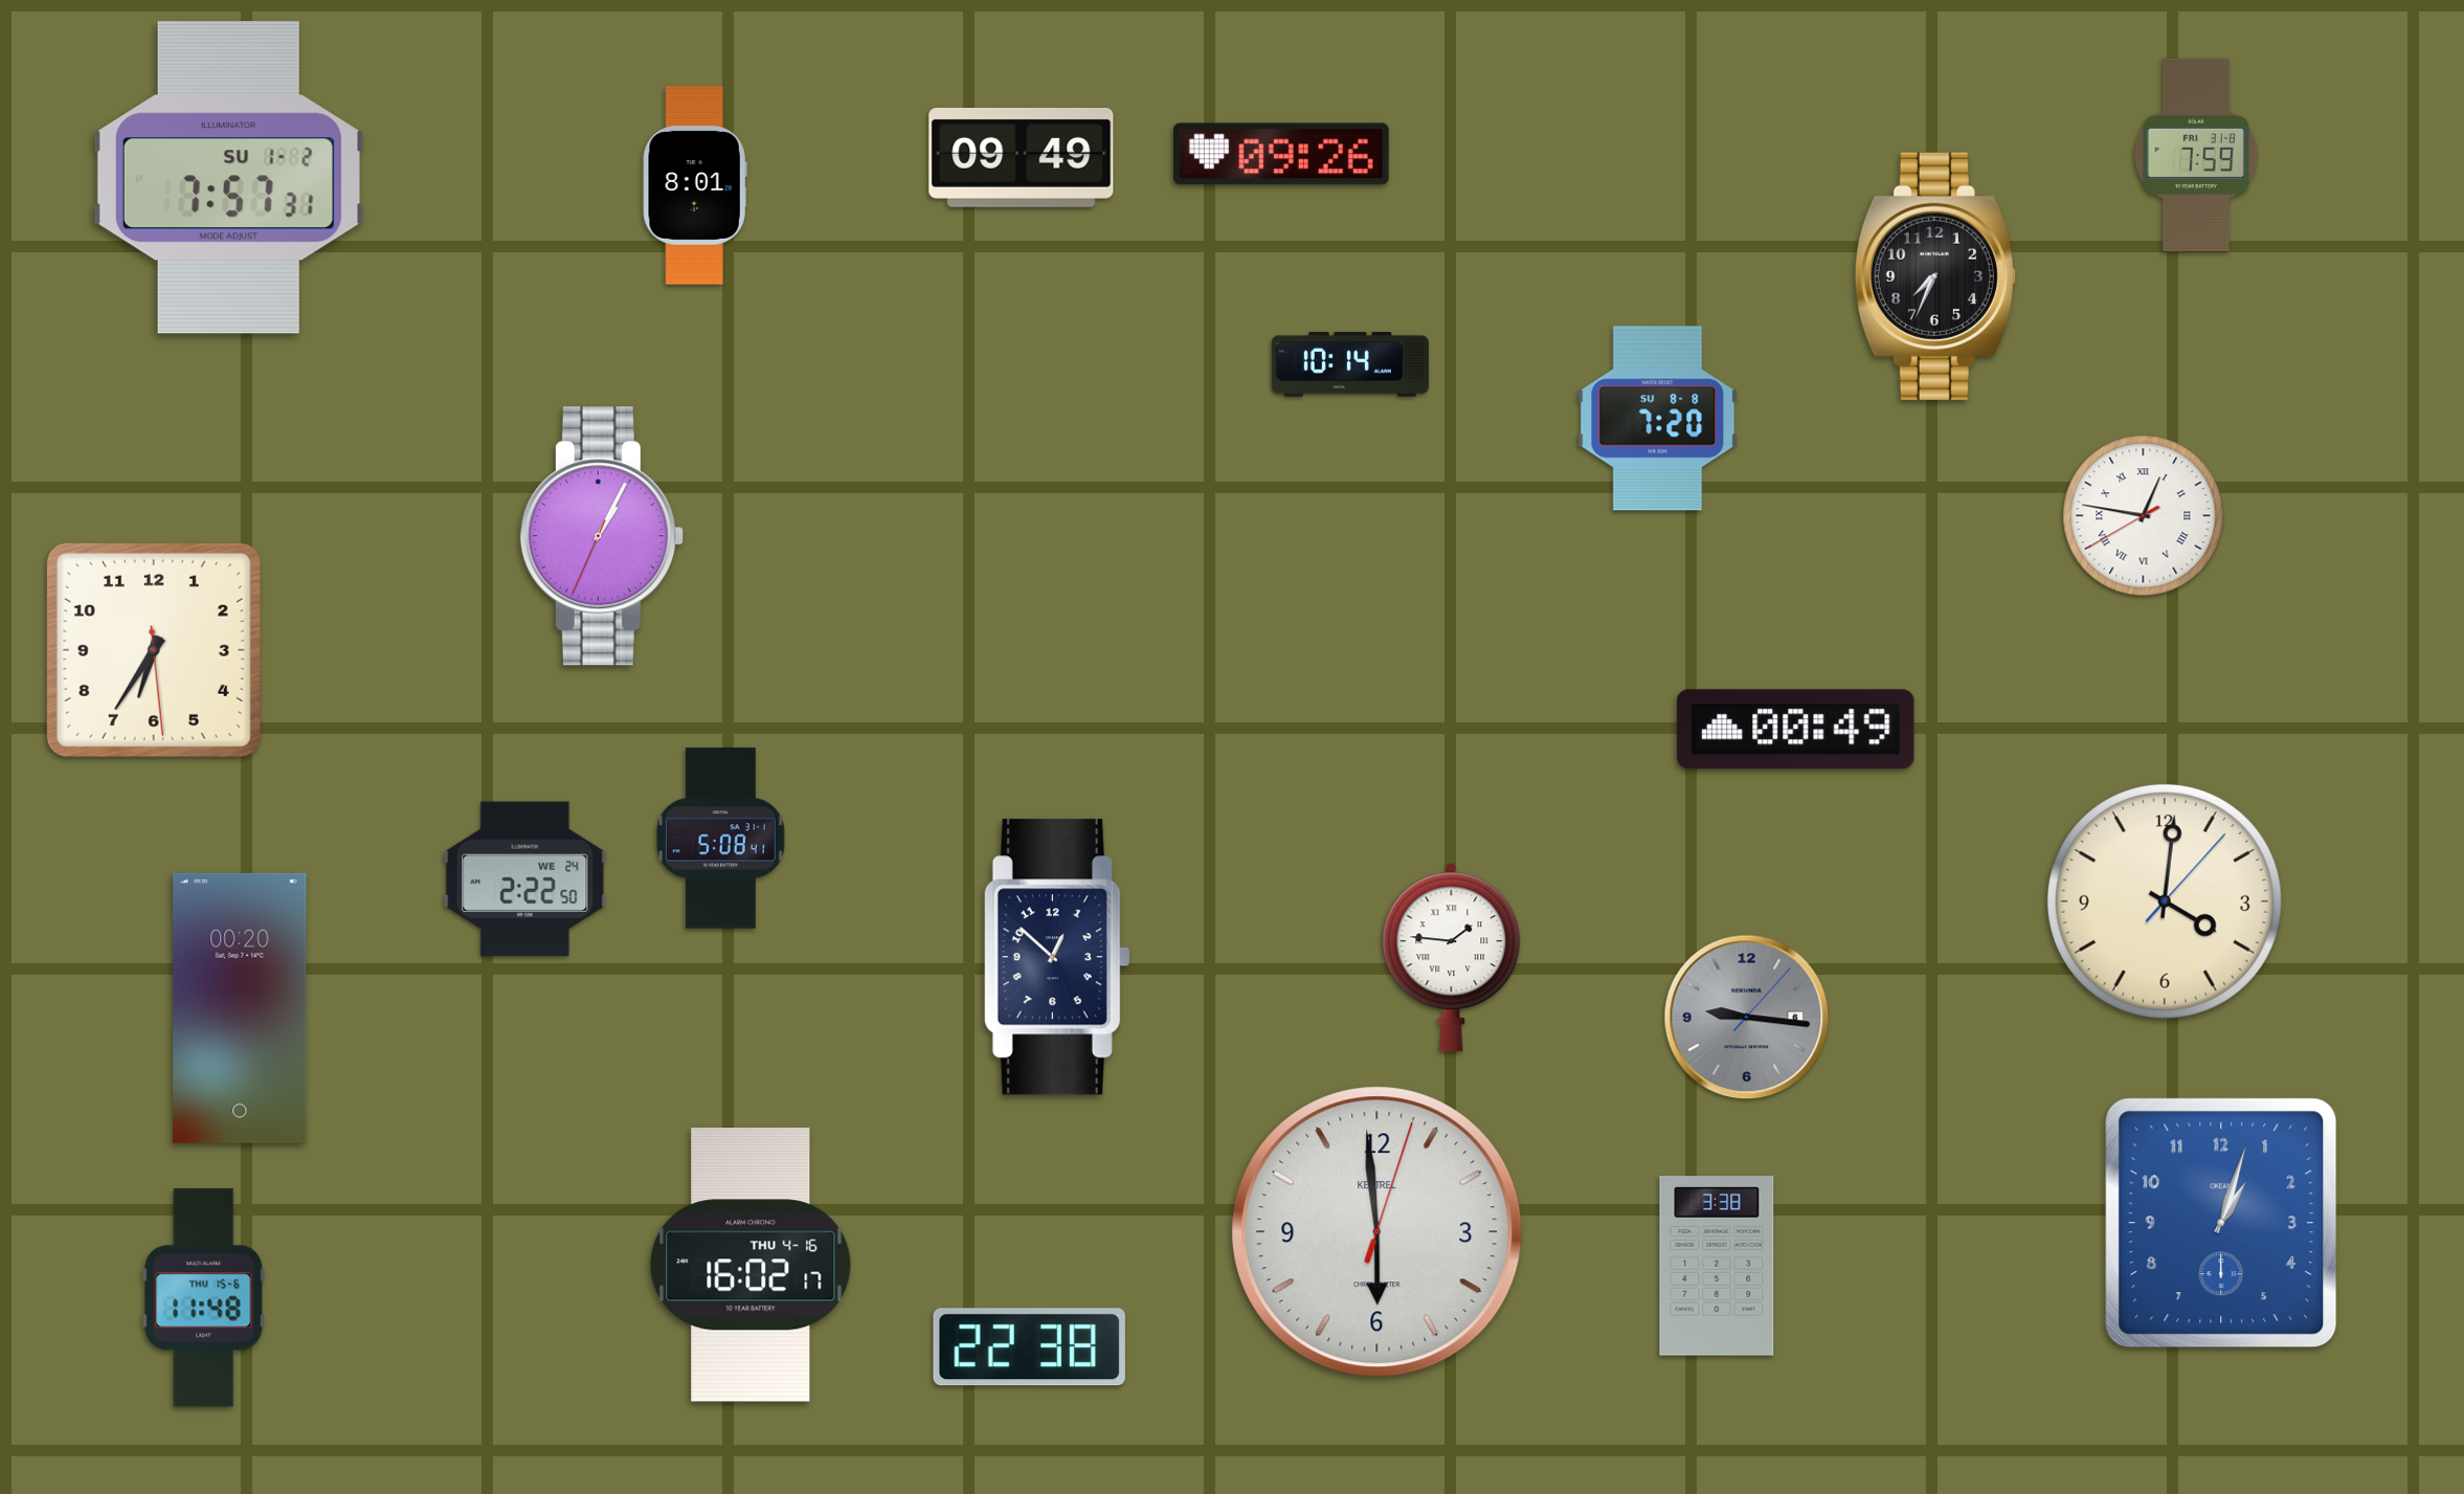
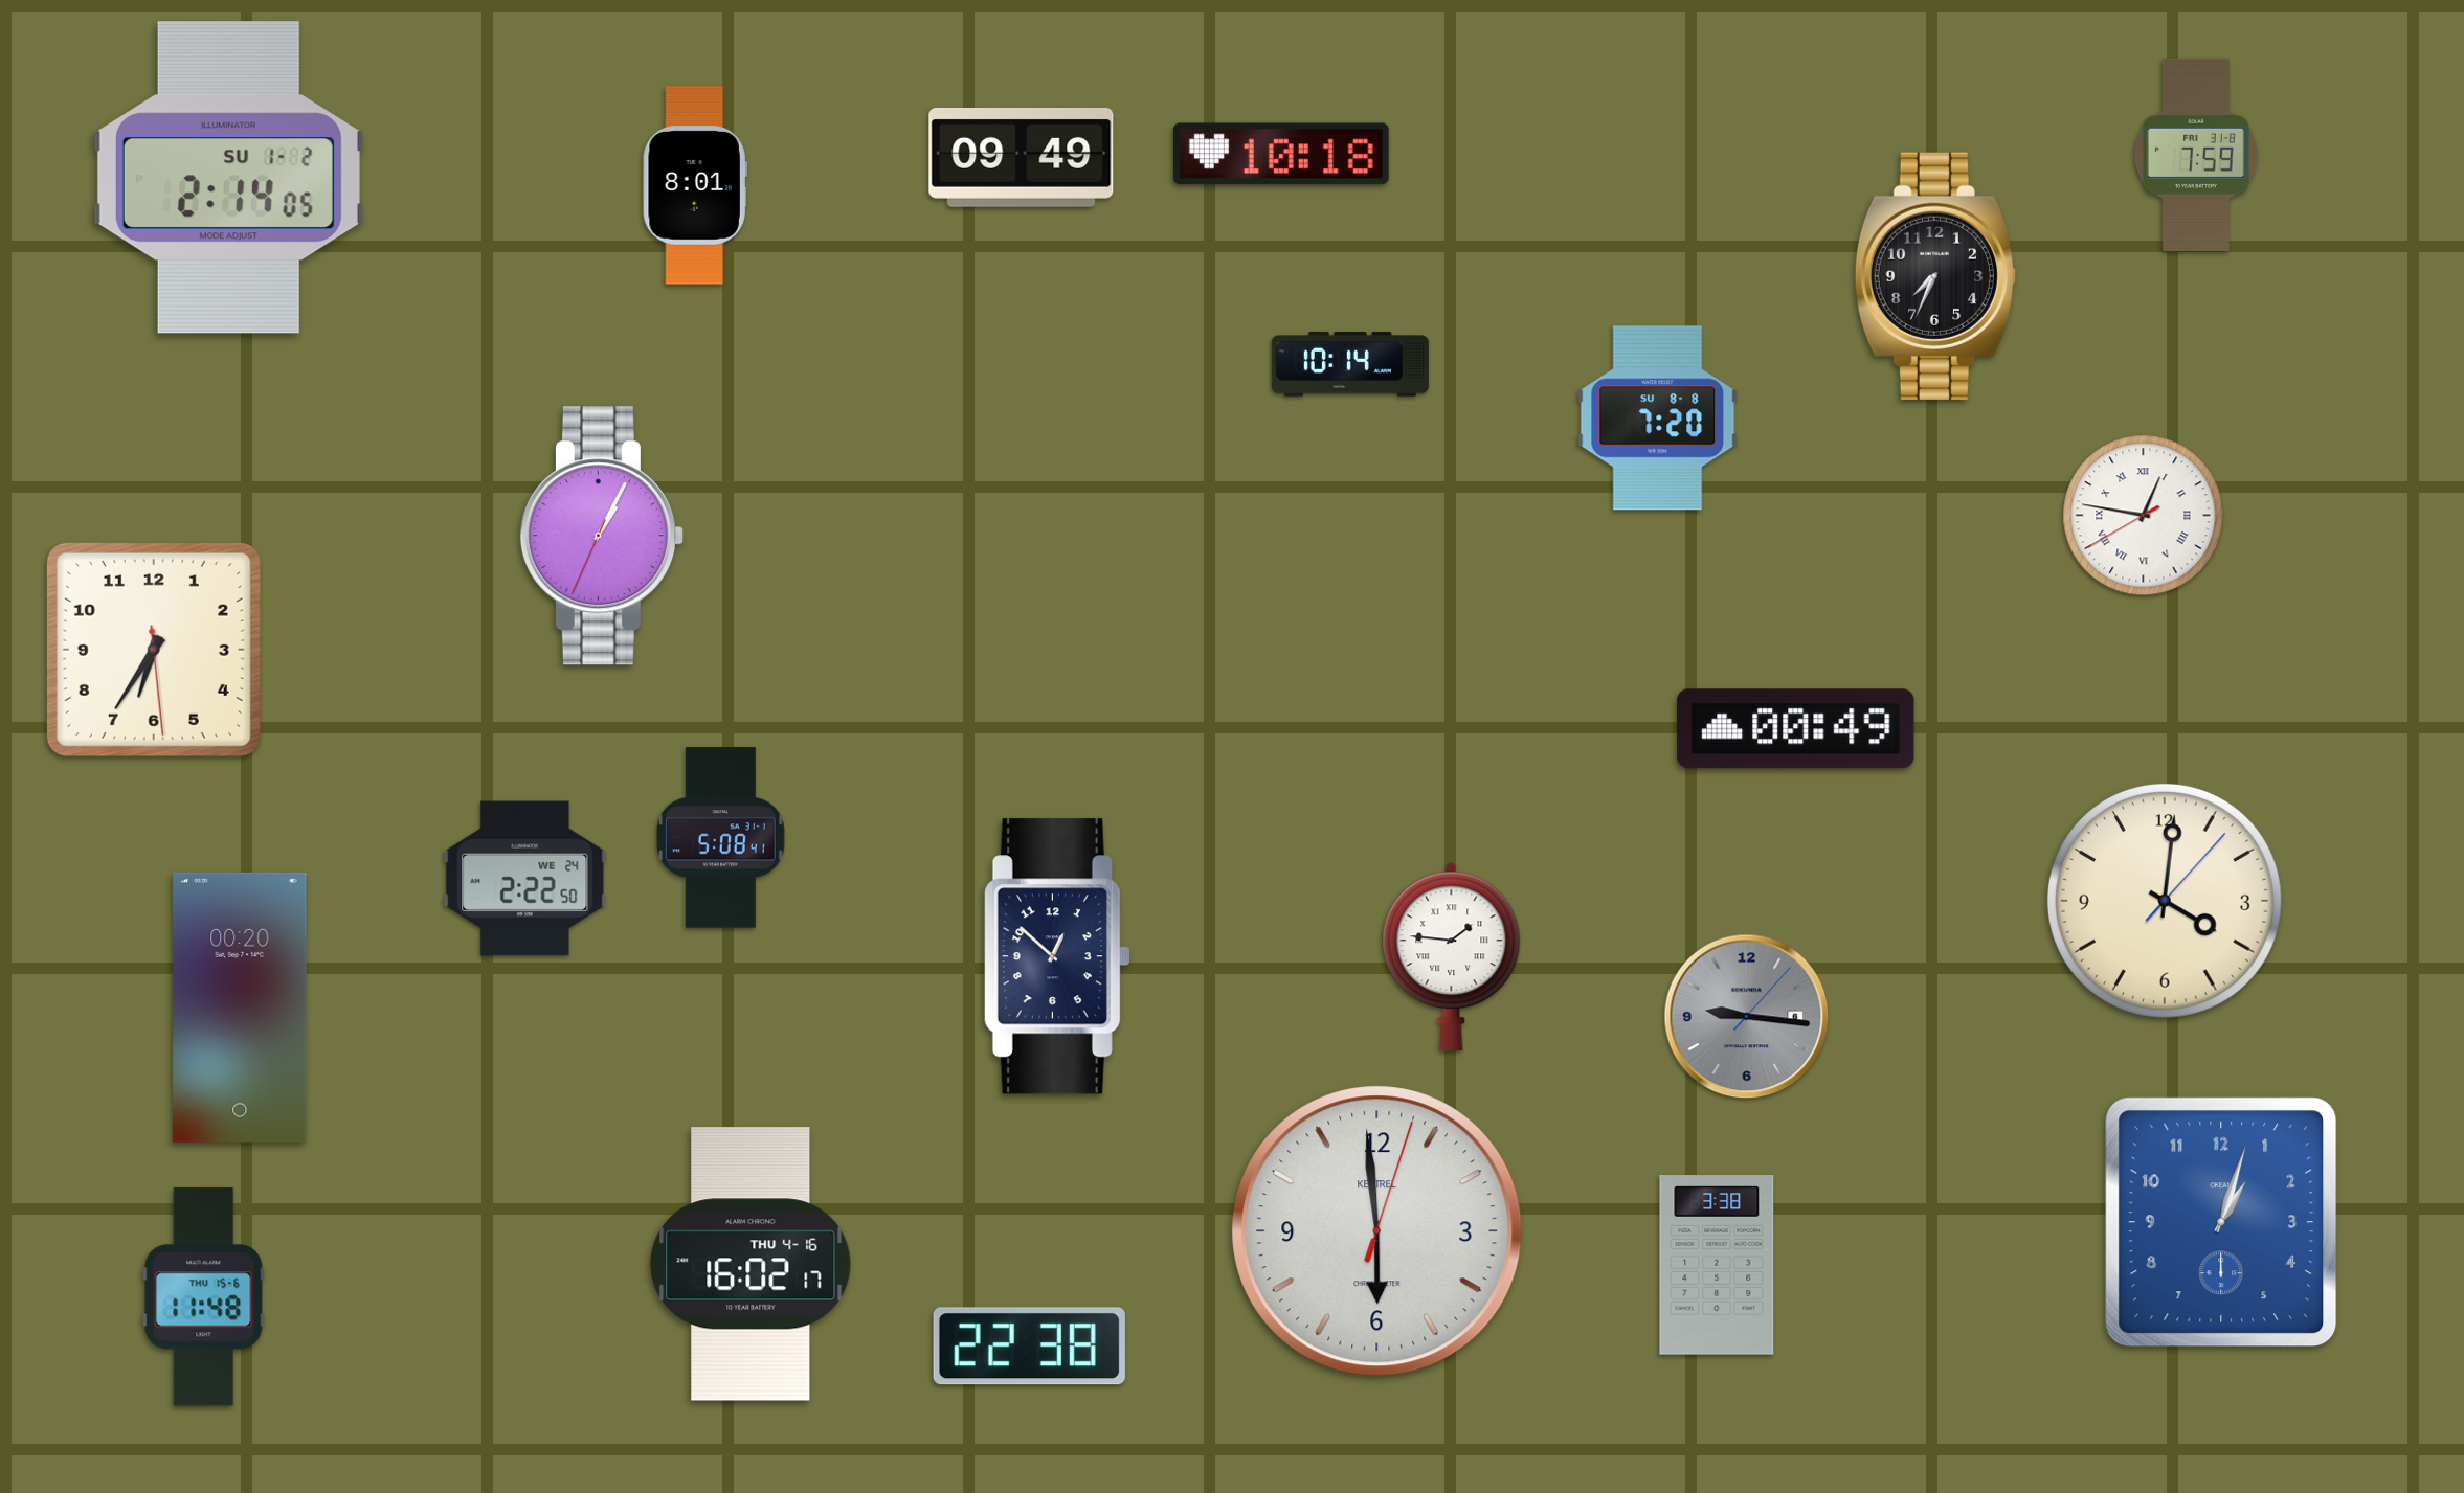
clock at (1281, 154): 09:26 -> 10:18
clock at (228, 178): 7:57 -> 2:14
